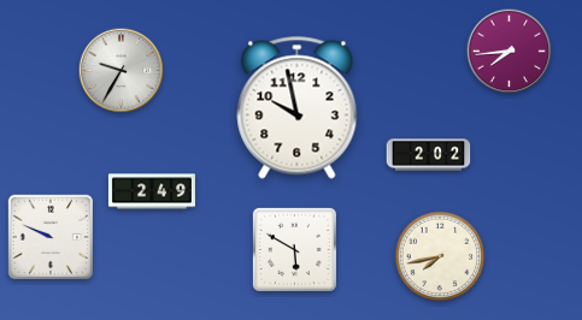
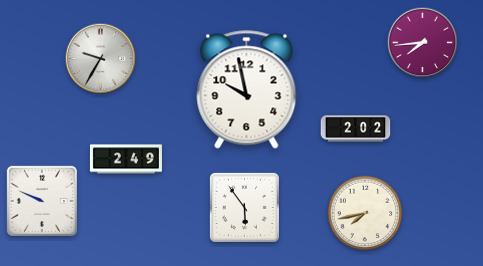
clock at (49, 236) position: (49, 236) -> (41, 200)
clock at (294, 249): 5:50 -> 5:54
